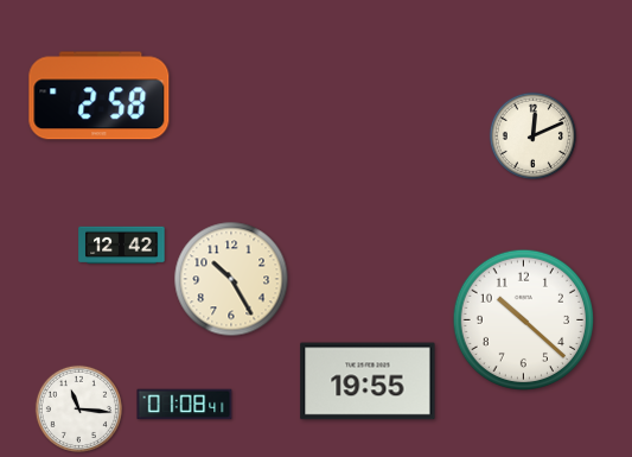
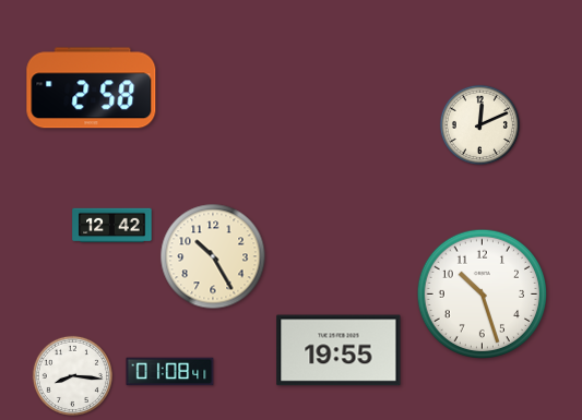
clock at (532, 135) position: (532, 135) -> (479, 124)
clock at (524, 320): 10:22 -> 10:27
clock at (78, 408): 11:16 -> 8:16
